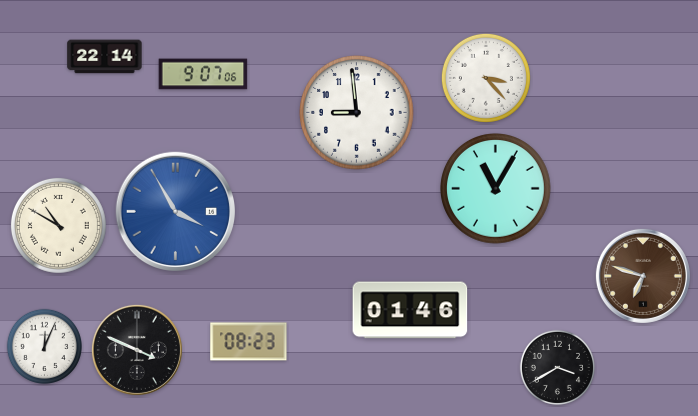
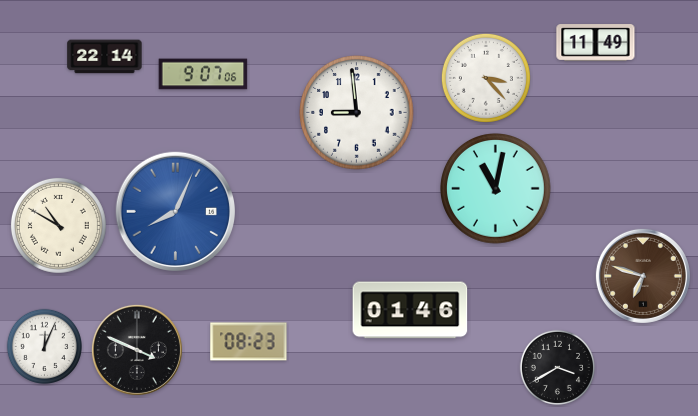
clock at (596, 43): none -> 11:49
clock at (496, 189): 11:05 -> 11:02
clock at (175, 211): 3:55 -> 8:04
